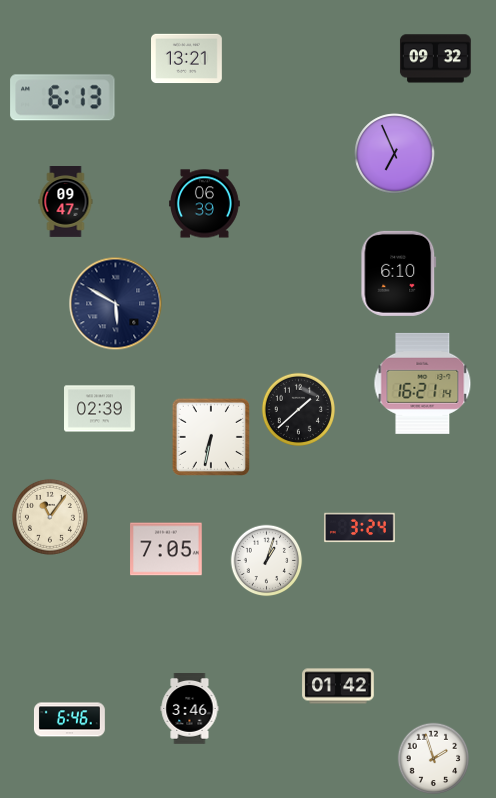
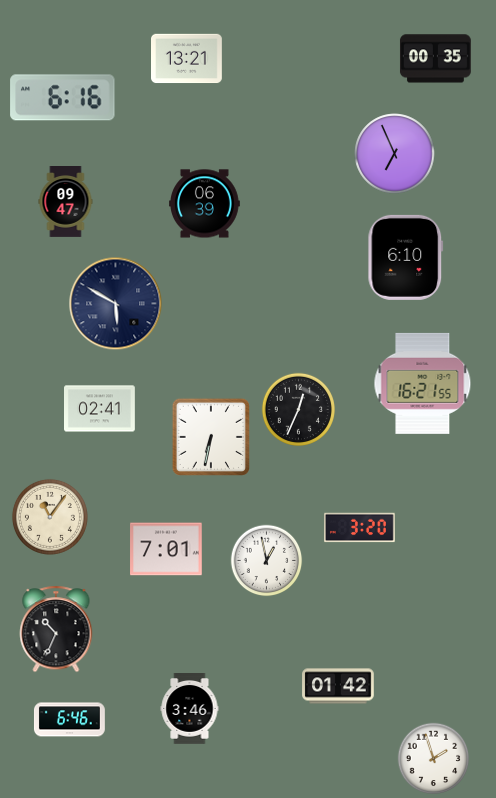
clock at (435, 59): 09:32 -> 00:35
clock at (63, 98): 6:13 -> 6:16
clock at (399, 273) position: (399, 273) -> (406, 257)
clock at (423, 383): 16:21:14 -> 16:21:55
clock at (100, 409): 02:39 -> 02:41
clock at (298, 409): 1:38 -> 12:34
clock at (360, 528): 3:24 -> 3:20
clock at (166, 549): 7:05 -> 7:01
clock at (267, 561): 1:03 -> 12:58
clock at (56, 629): none -> 10:34
